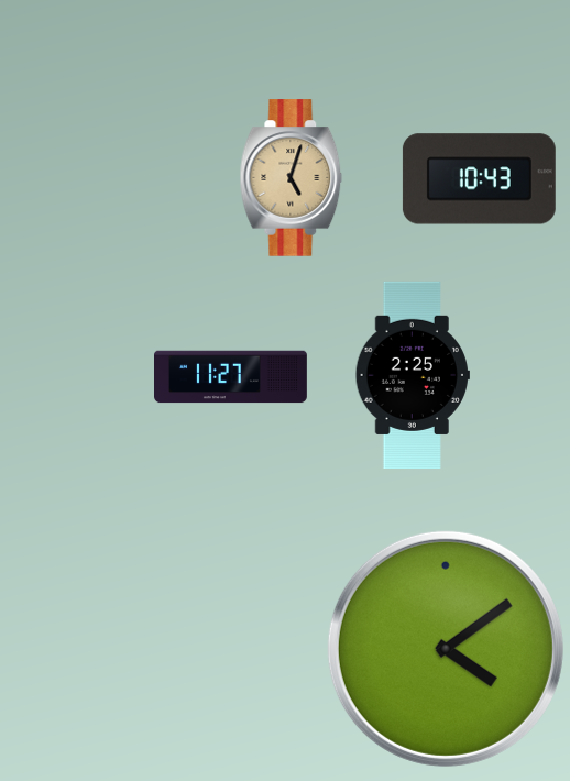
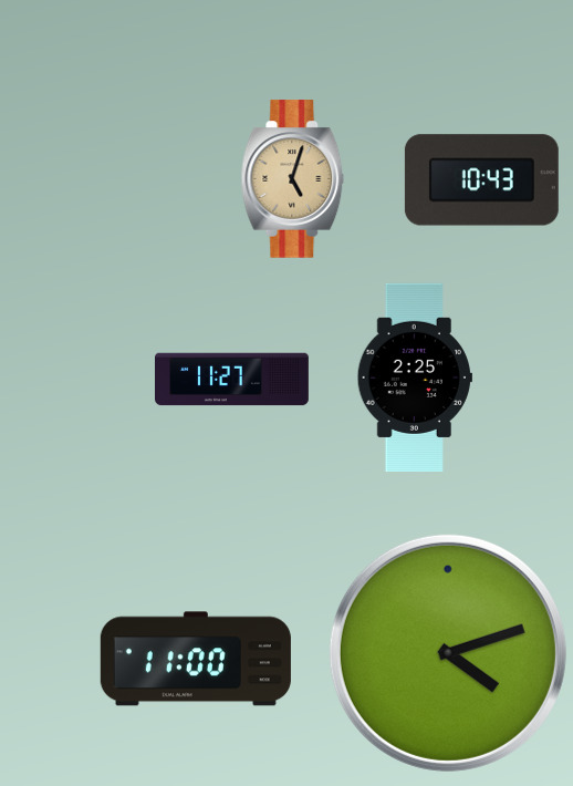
clock at (446, 649): 4:09 -> 4:12
clock at (196, 659): none -> 11:00
